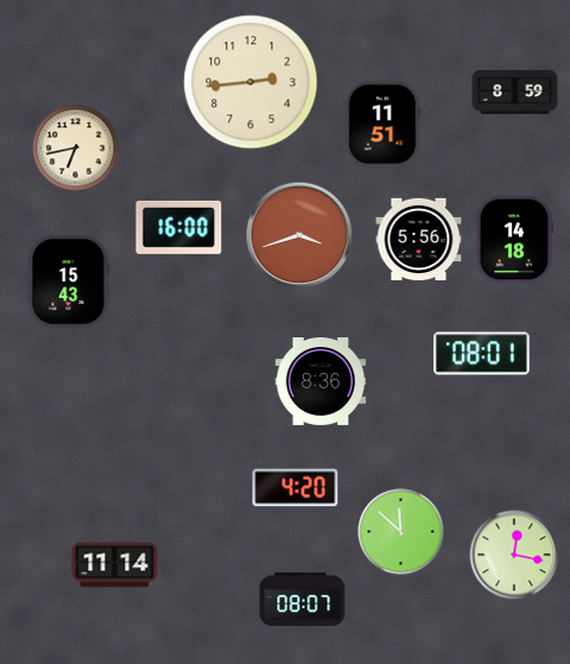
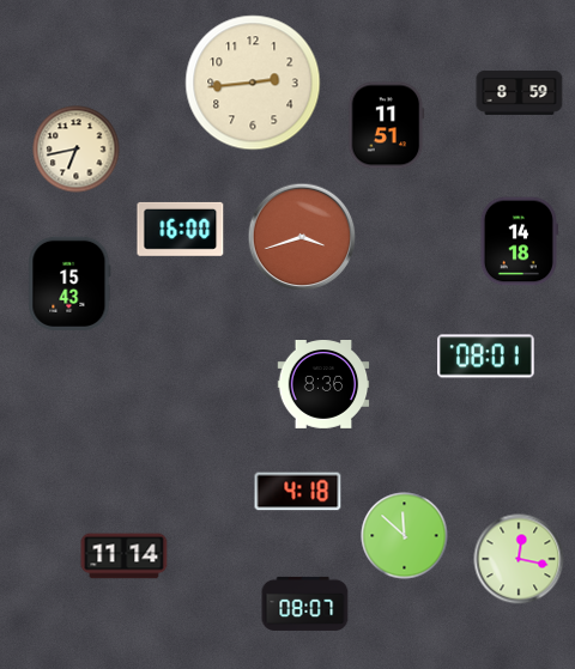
clock at (419, 239): 5:56 -> none
clock at (296, 488): 4:20 -> 4:18
clock at (115, 565) position: (115, 565) -> (125, 557)
